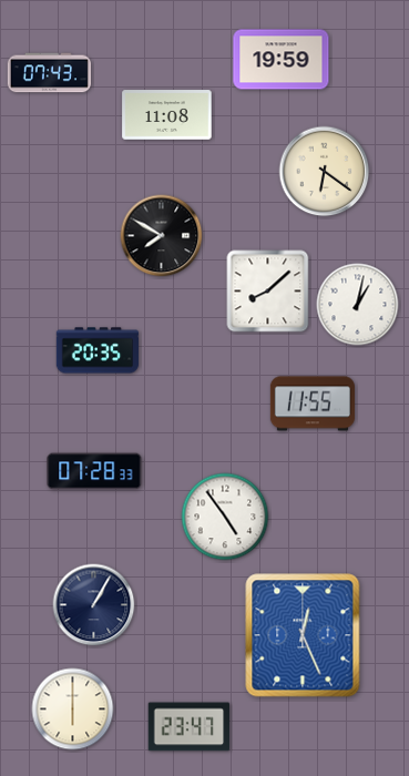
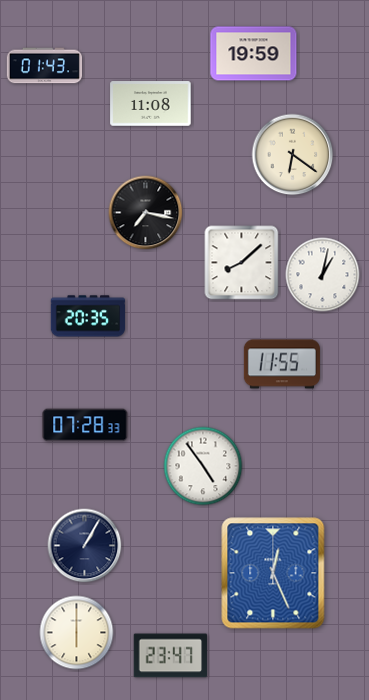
clock at (49, 73): 07:43 -> 01:43
clock at (162, 236): 7:50 -> 7:17
clock at (73, 709) position: (73, 709) -> (77, 633)
